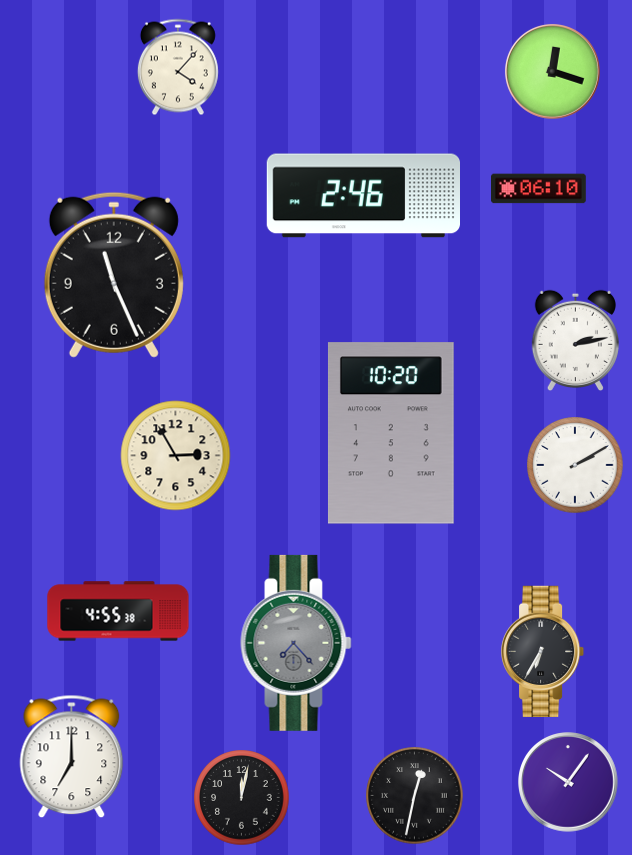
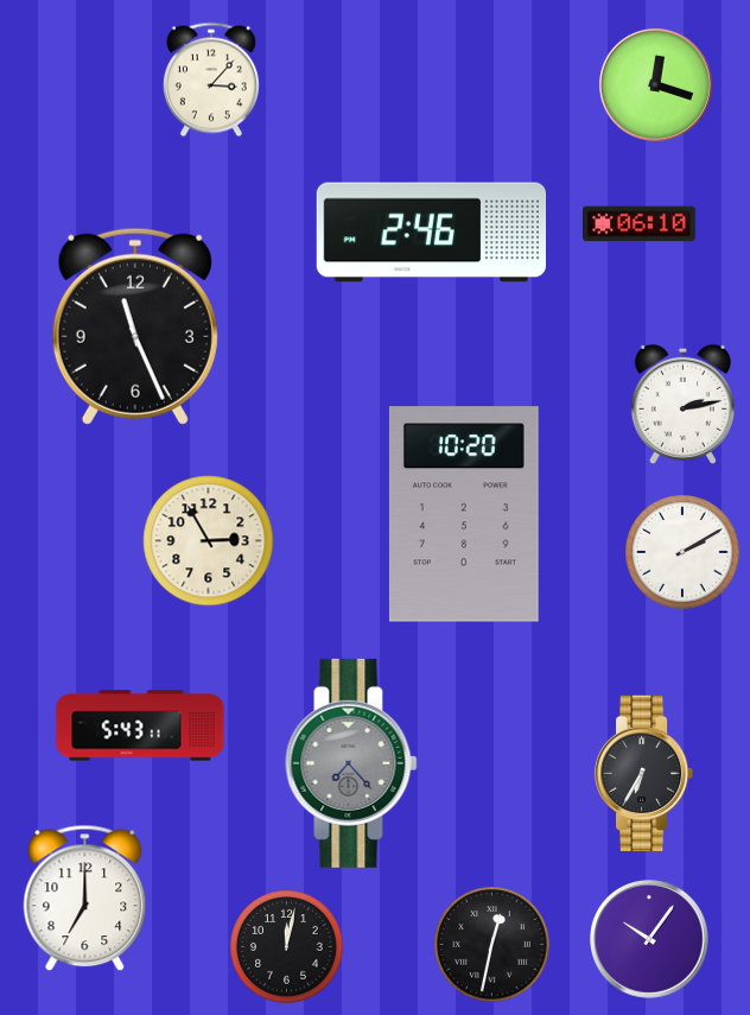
clock at (178, 67): 4:07 -> 3:07
clock at (118, 611): 4:55 -> 5:43
clock at (569, 783) position: (569, 783) -> (650, 940)
